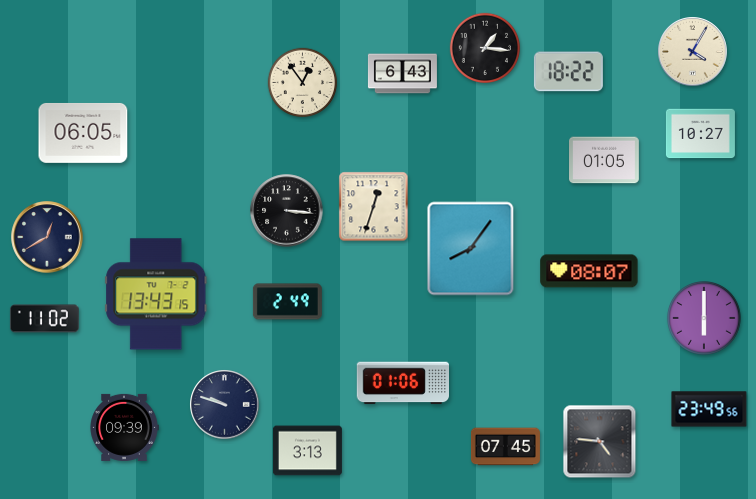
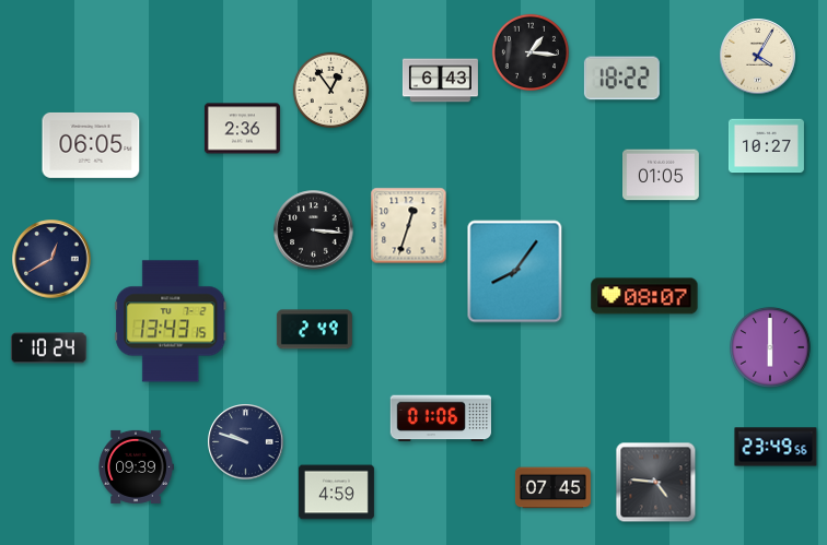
clock at (242, 129): none -> 2:36
clock at (44, 319): 11:02 -> 10:24
clock at (307, 451): 3:13 -> 4:59
